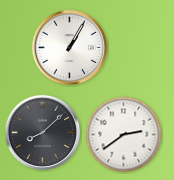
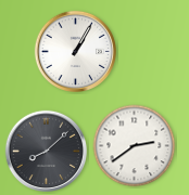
clock at (42, 132) position: (42, 132) -> (46, 151)
